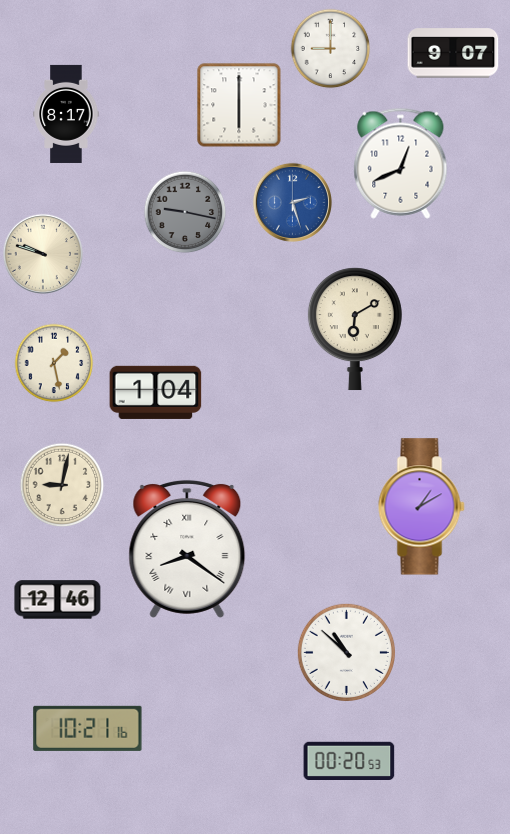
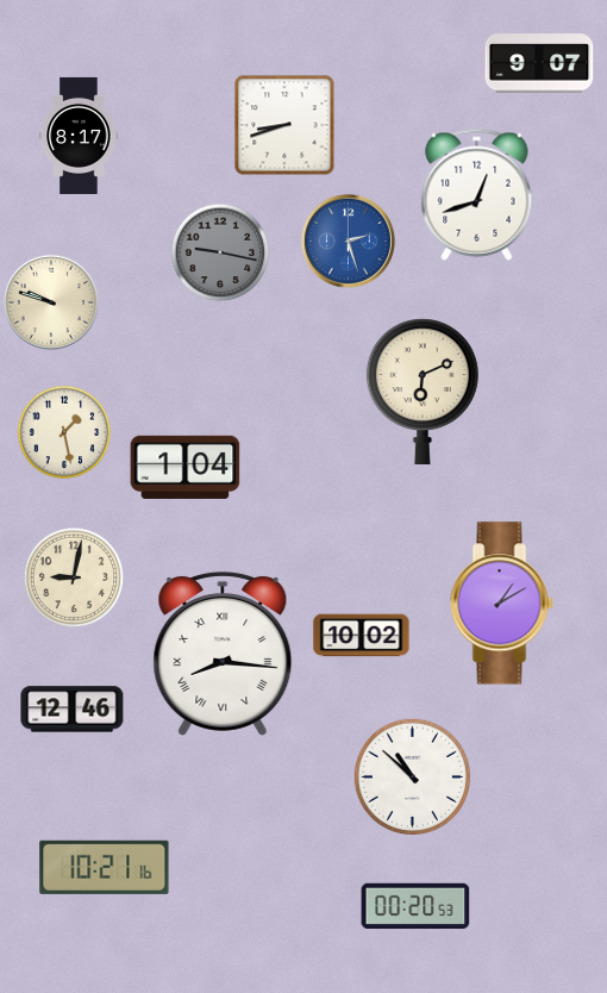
clock at (331, 49): 9:00 -> none
clock at (239, 105): 6:00 -> 8:42
clock at (401, 163): 12:41 -> 12:42
clock at (355, 329): 6:10 -> 6:11
clock at (362, 636): none -> 10:02
clock at (187, 549): 8:21 -> 8:16
clock at (58, 600) position: (58, 600) -> (73, 710)
